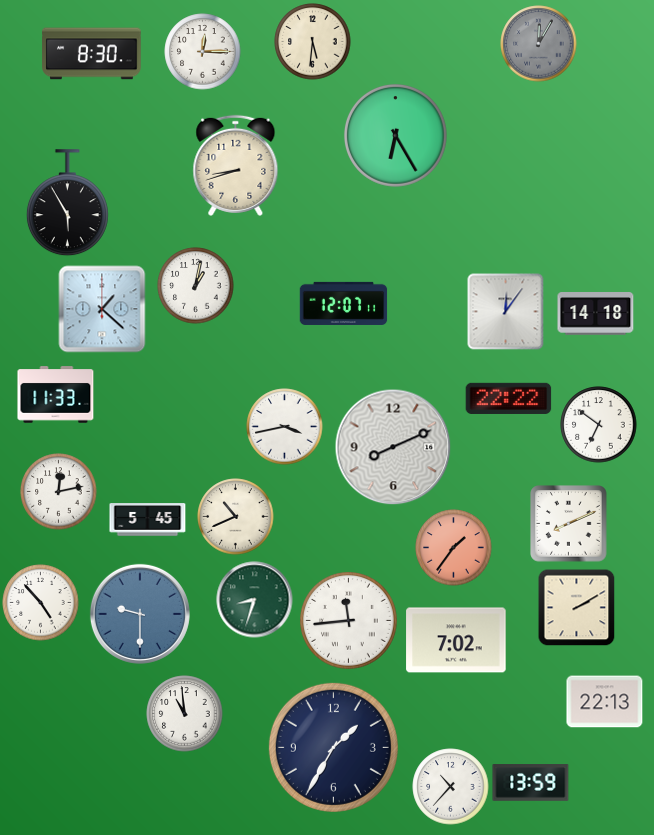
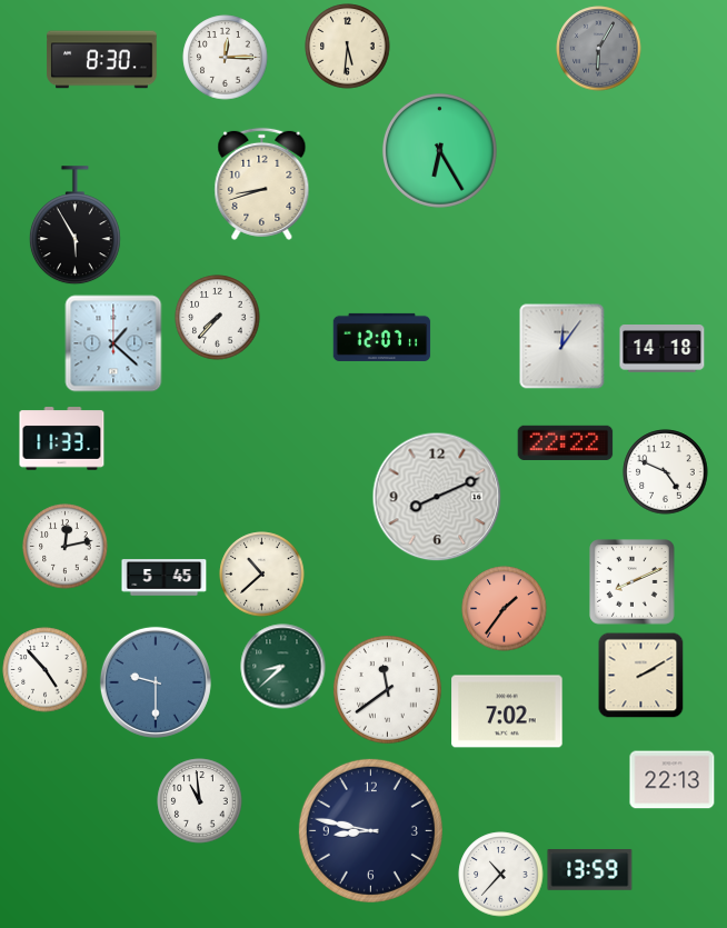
clock at (539, 44): 12:05 -> 6:05
clock at (196, 286): 1:02 -> 7:37
clock at (599, 425): 6:51 -> 4:49
clock at (285, 427): 3:43 -> none
clock at (236, 517): 10:41 -> 10:38
clock at (255, 600): 8:33 -> 8:38
clock at (349, 621): 11:44 -> 11:39
clock at (185, 714) position: (185, 714) -> (200, 801)
clock at (333, 747): 1:35 -> 8:47
